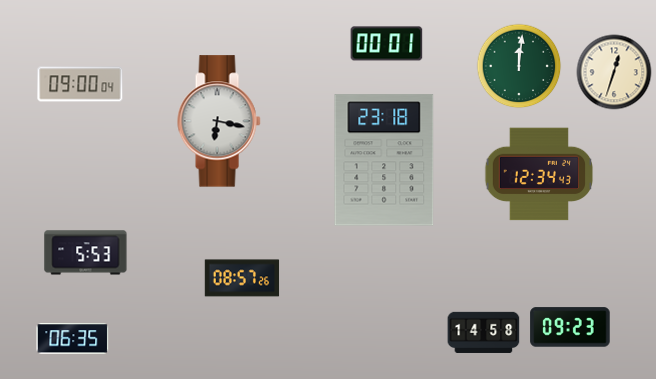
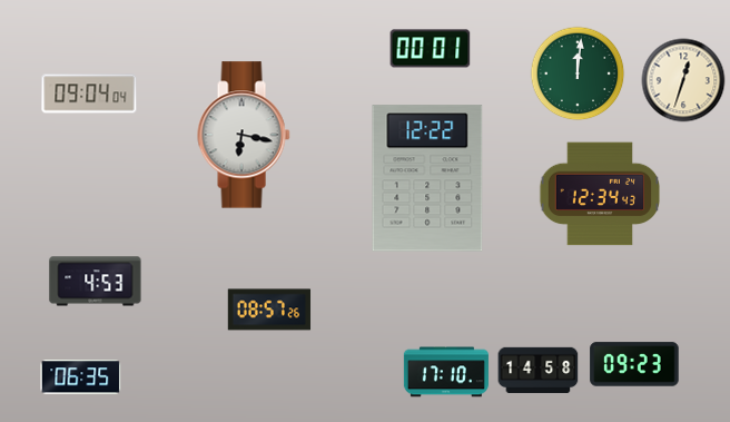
clock at (80, 84): 09:00 -> 09:04
clock at (384, 160): 23:18 -> 12:22
clock at (86, 253): 5:53 -> 4:53
clock at (446, 372): none -> 17:10
